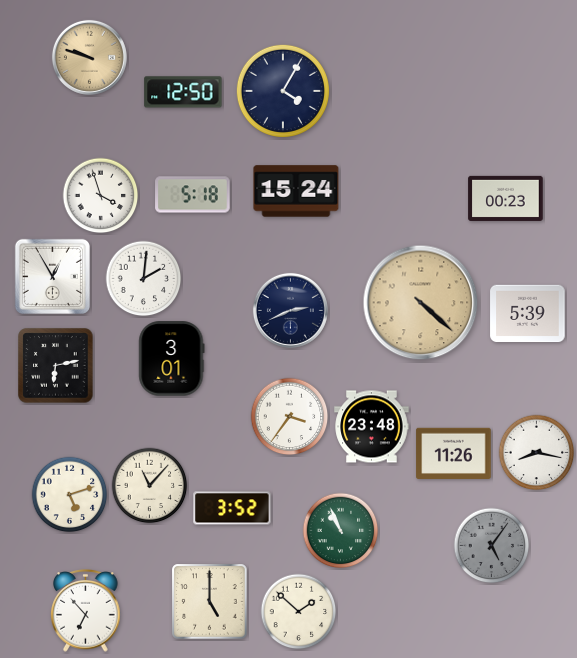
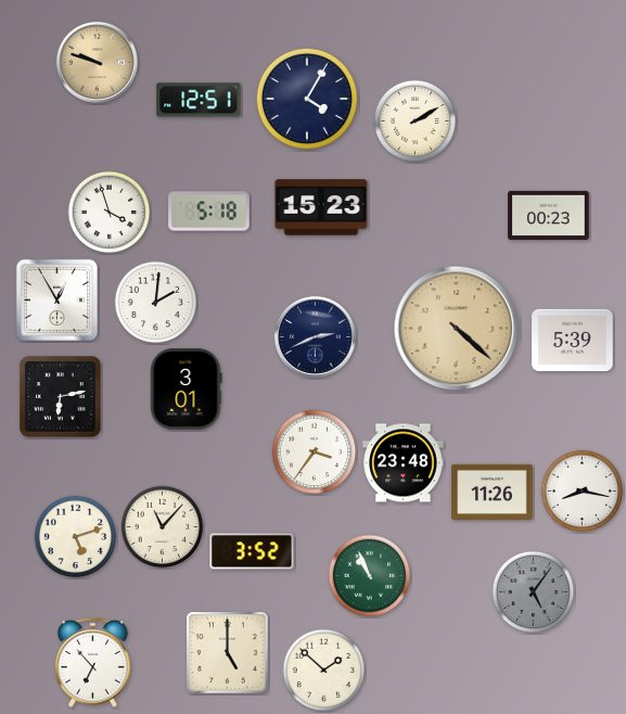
clock at (183, 92): 12:50 -> 12:51
clock at (416, 122): none -> 2:10
clock at (296, 191): 15:24 -> 15:23
clock at (299, 612) position: (299, 612) -> (324, 671)
